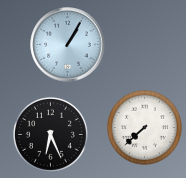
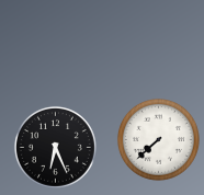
clock at (68, 45): 1:05 -> none
